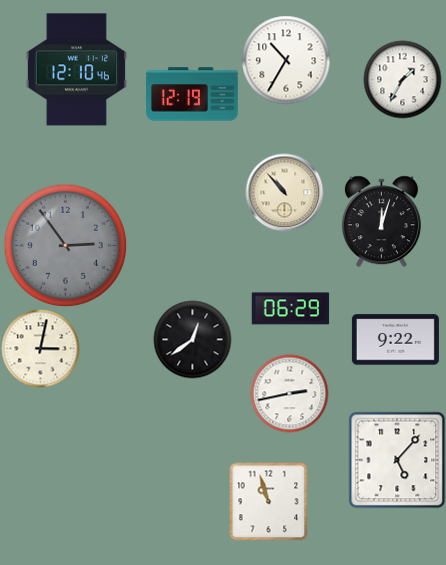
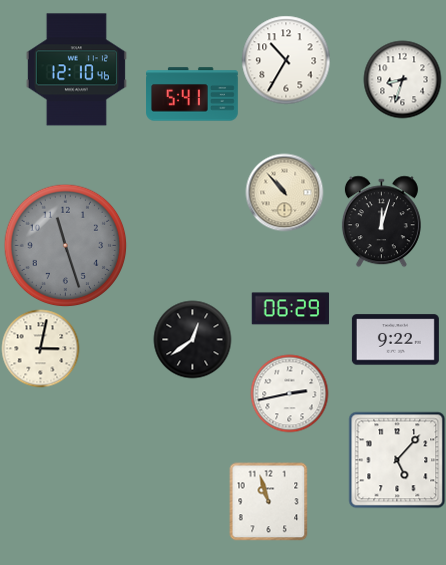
clock at (402, 79): 1:35 -> 8:33
clock at (192, 94): 12:19 -> 5:41
clock at (65, 245): 2:54 -> 11:27
